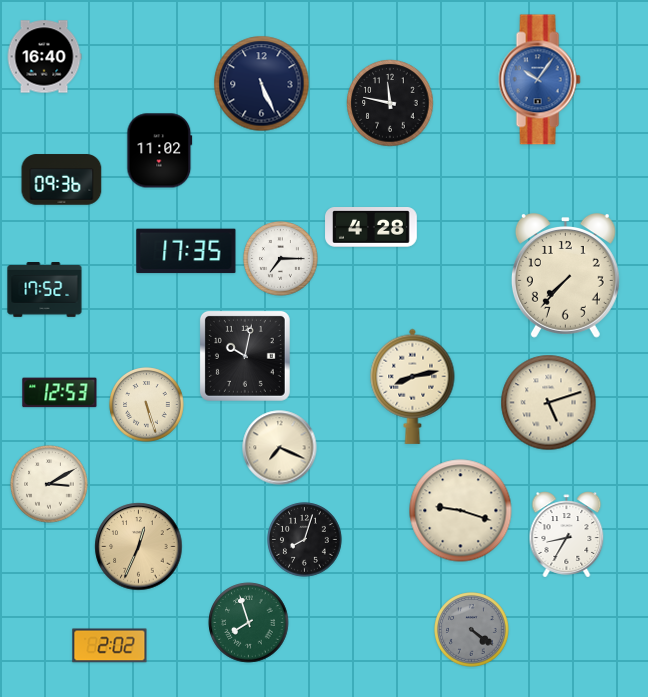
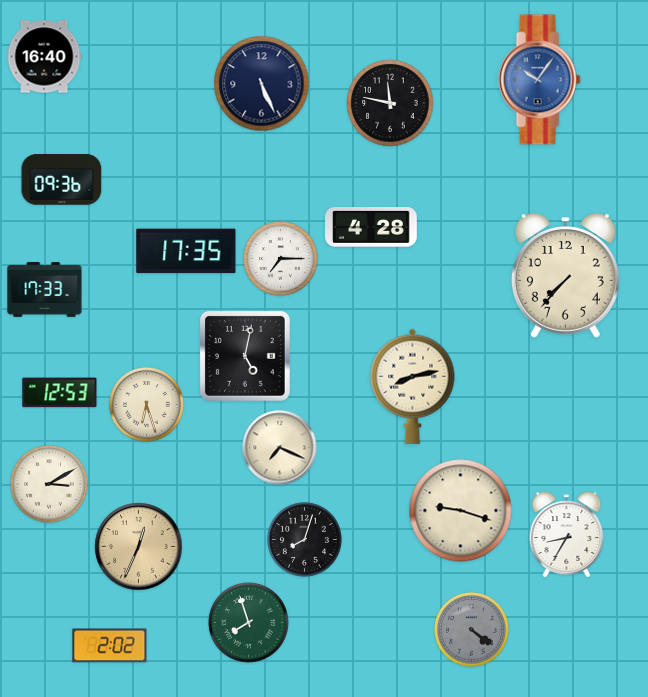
clock at (160, 151): 11:02 -> none
clock at (45, 290): 17:52 -> 17:33
clock at (245, 356): 10:02 -> 5:02
clock at (549, 403): 5:12 -> none
clock at (147, 405): 5:27 -> 6:27
